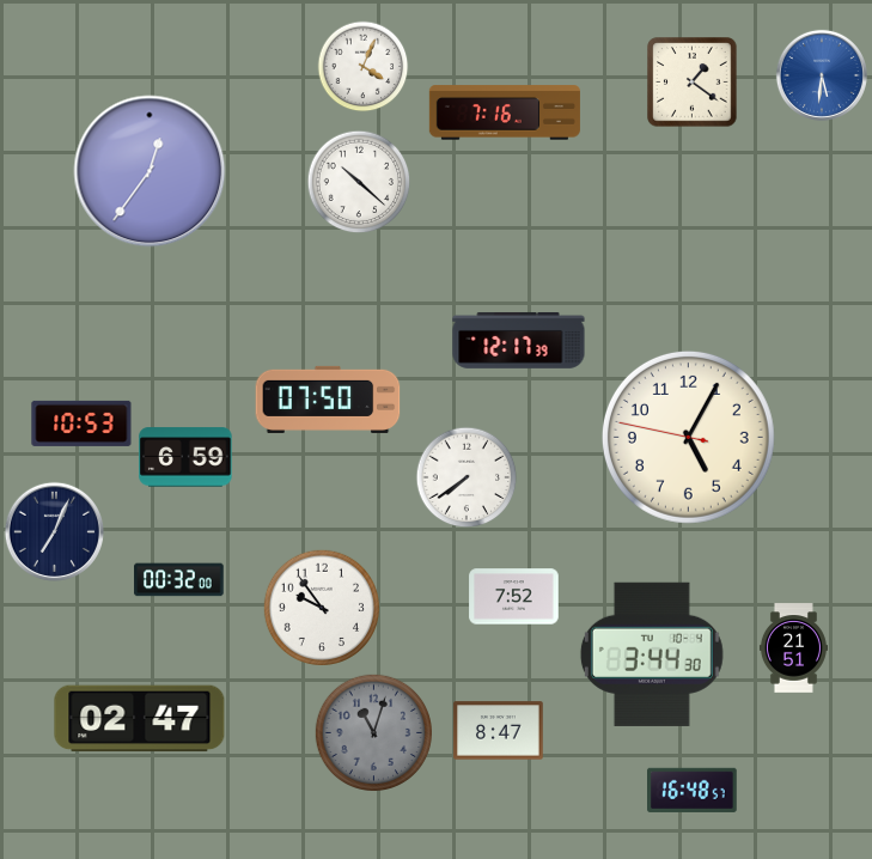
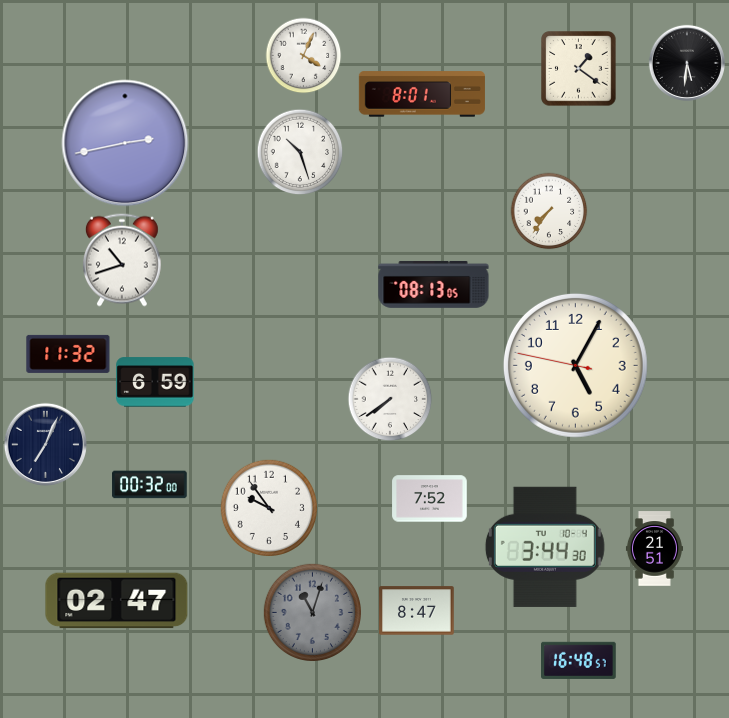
clock at (822, 75) dial: blue -> black
clock at (505, 112): 7:16 -> 8:01
clock at (150, 171): 12:36 -> 2:43
clock at (359, 182): 10:22 -> 10:27
clock at (549, 211): none -> 7:36
clock at (122, 260): none -> 10:42
clock at (519, 340): 12:17 -> 08:13
clock at (328, 400): 07:50 -> none
clock at (81, 424): 10:53 -> 11:32
clock at (793, 648) position: (793, 648) -> (654, 549)
